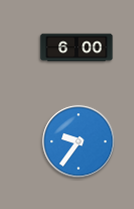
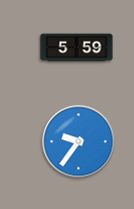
clock at (77, 48): 6:00 -> 5:59
